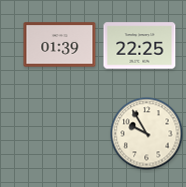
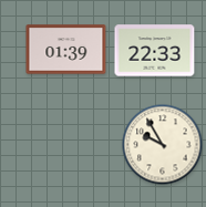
clock at (140, 46): 22:25 -> 22:33
clock at (147, 134) position: (147, 134) -> (163, 145)
